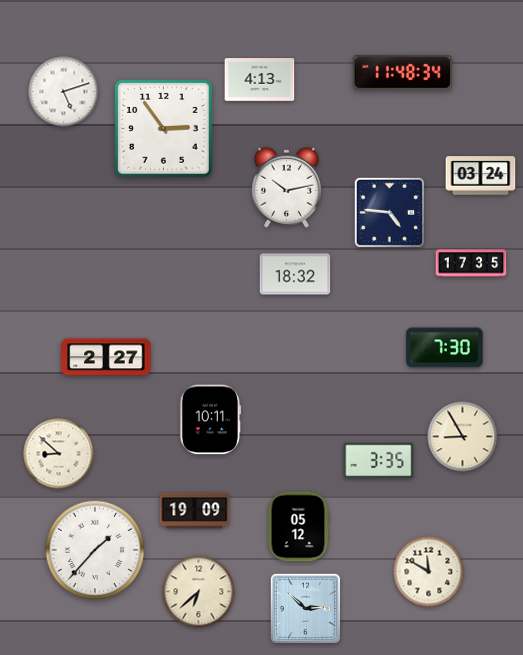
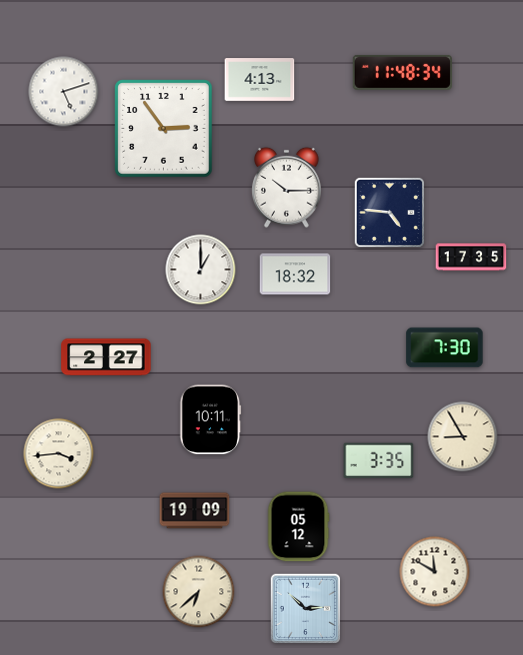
clock at (481, 176): 03:24 -> none
clock at (287, 187): 10:13 -> 10:15
clock at (471, 263) position: (471, 263) -> (471, 257)
clock at (201, 270): none -> 1:00
clock at (59, 454): 8:52 -> 3:44
clock at (95, 550): 1:37 -> none
clock at (429, 572) position: (429, 572) -> (435, 572)
